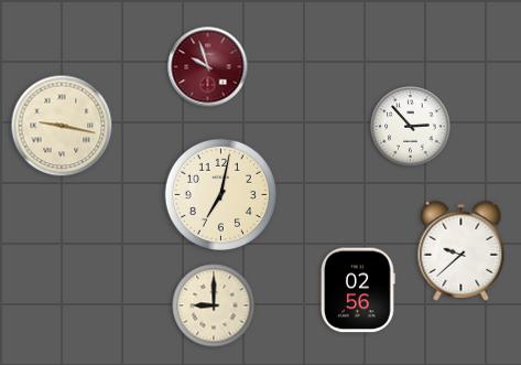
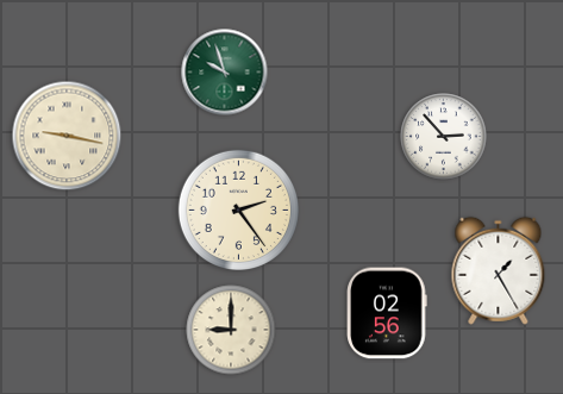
clock at (208, 67) dial: burgundy -> green
clock at (220, 194): 7:02 -> 2:24
clock at (462, 250): 9:38 -> 1:25
